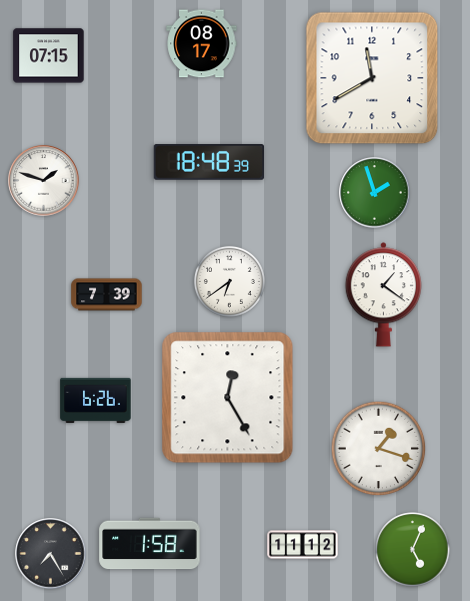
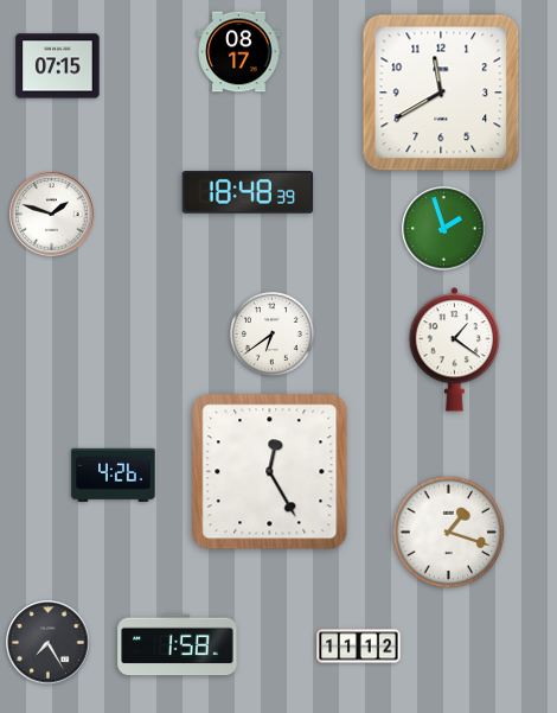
clock at (107, 295): 7:39 -> none
clock at (96, 400): 6:26 -> 4:26
clock at (413, 550): 5:04 -> none
clock at (51, 554) position: (51, 554) -> (49, 643)
